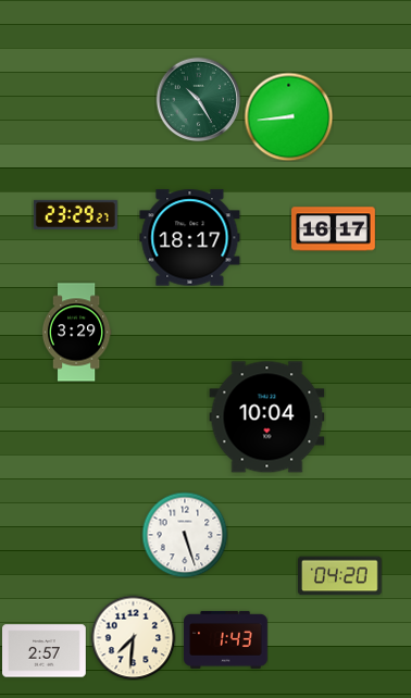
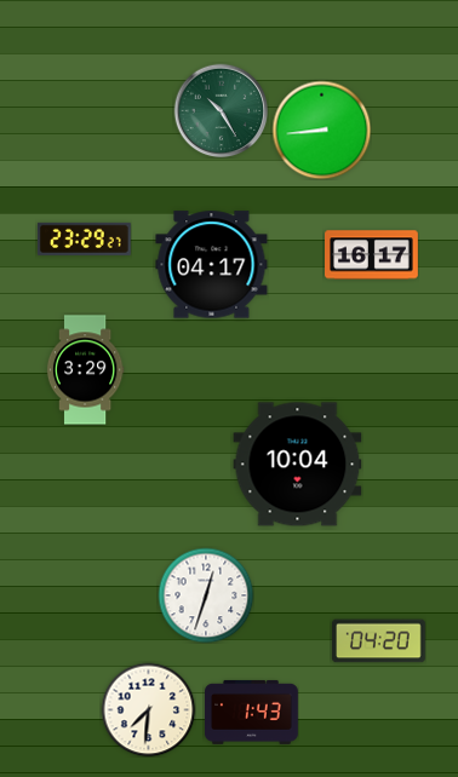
clock at (190, 238): 18:17 -> 04:17
clock at (185, 535): 5:27 -> 12:33
clock at (45, 651): 2:57 -> none
